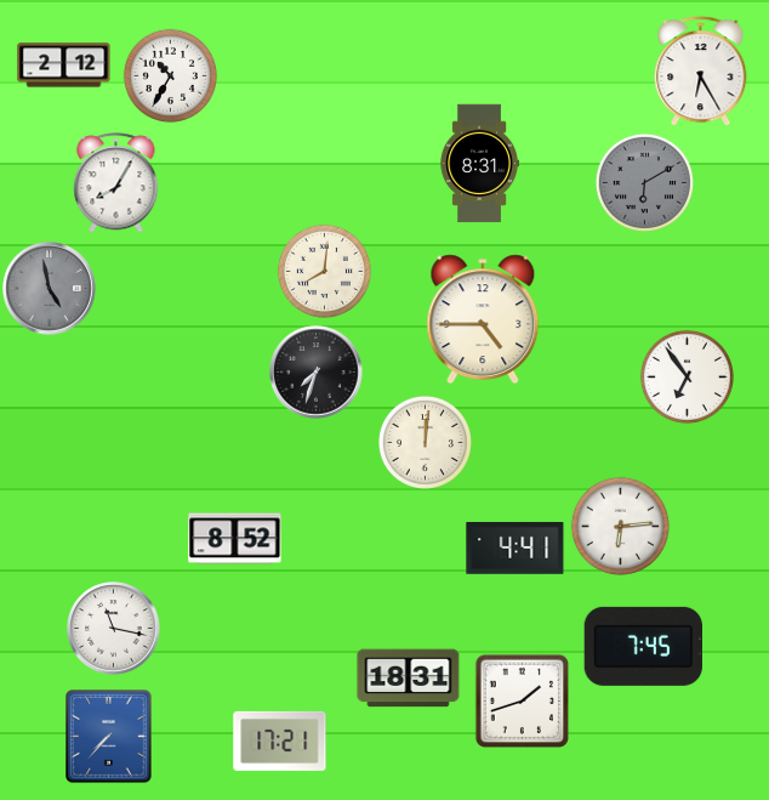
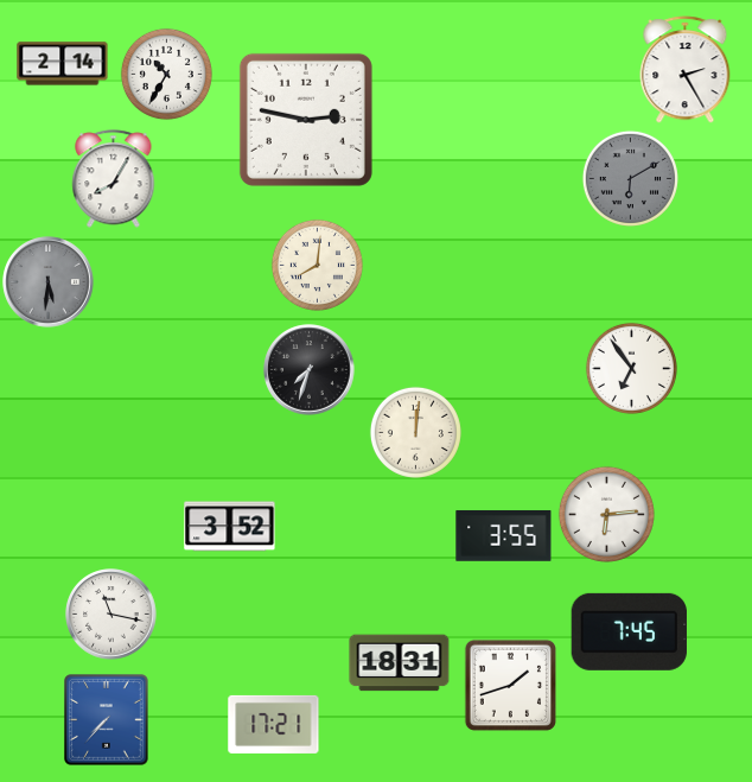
clock at (64, 66): 2:12 -> 2:14
clock at (701, 72): 6:25 -> 2:25
clock at (306, 120): none -> 2:47
clock at (479, 164): 8:31 -> none
clock at (50, 289): 4:58 -> 5:31
clock at (483, 319): 4:45 -> none
clock at (317, 373) position: (317, 373) -> (310, 370)
clock at (687, 376) position: (687, 376) -> (631, 368)
clock at (235, 539): 8:52 -> 3:52
clock at (515, 549): 4:41 -> 3:55
